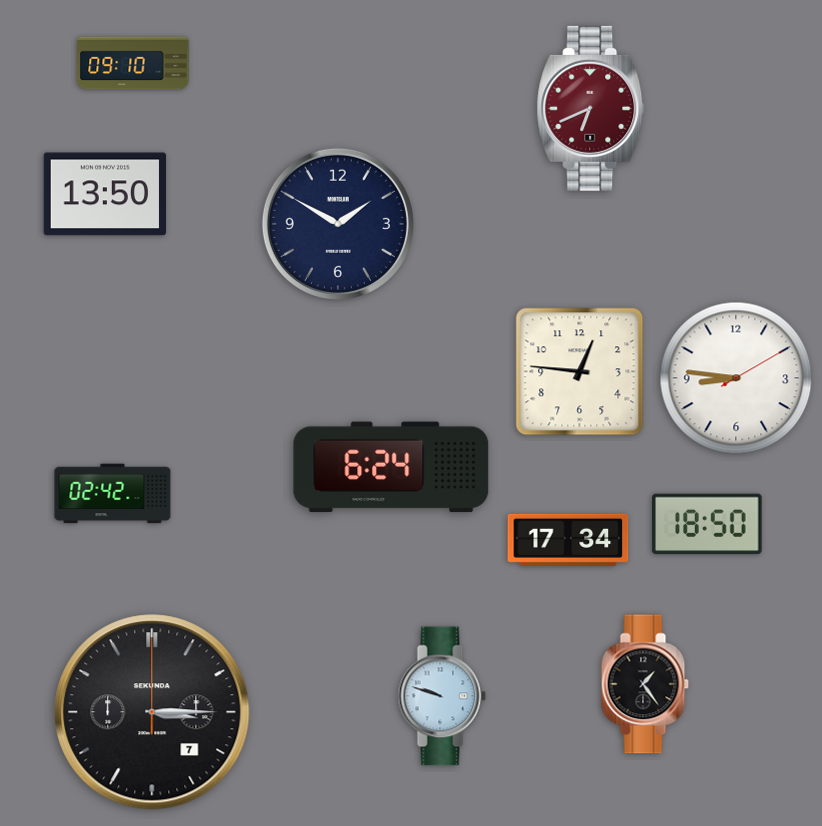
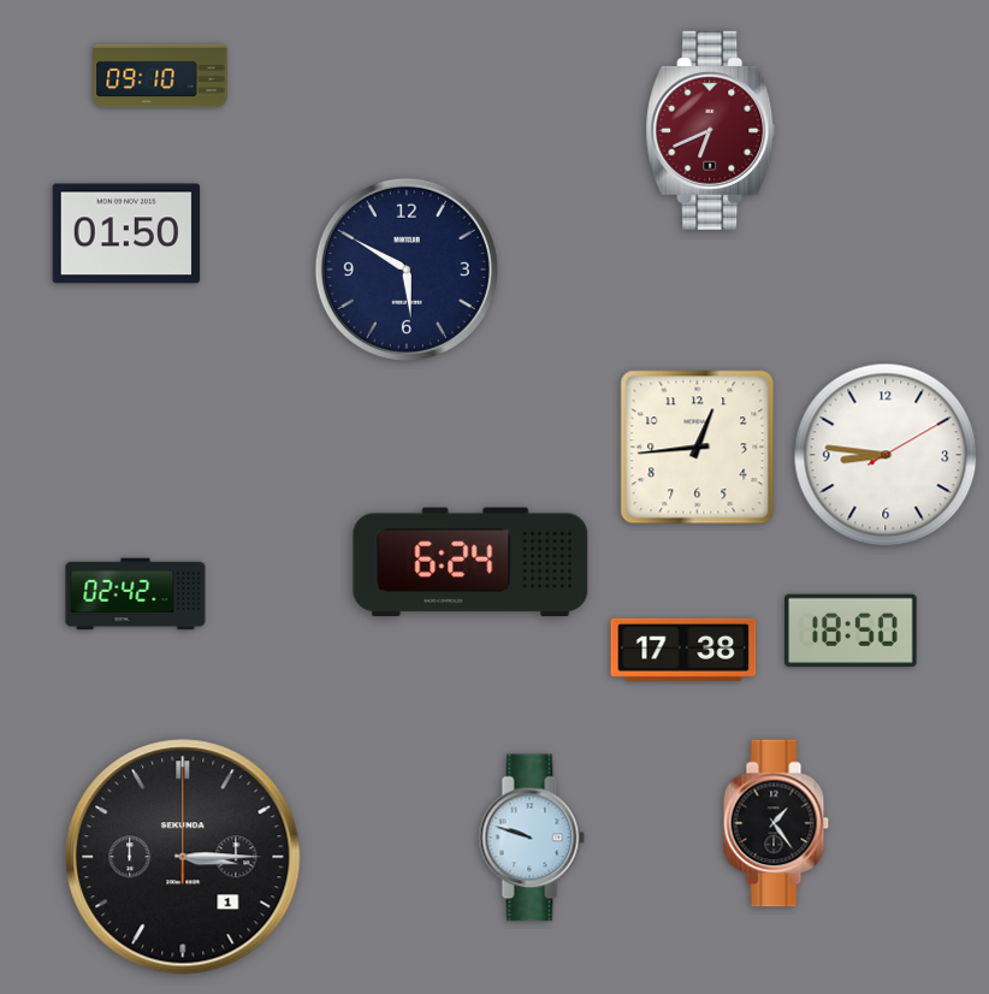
clock at (105, 194): 13:50 -> 01:50
clock at (338, 224): 1:50 -> 5:50
clock at (580, 372): 12:46 -> 12:44
clock at (568, 540): 17:34 -> 17:38
clock at (152, 712) date: 7 -> 1
